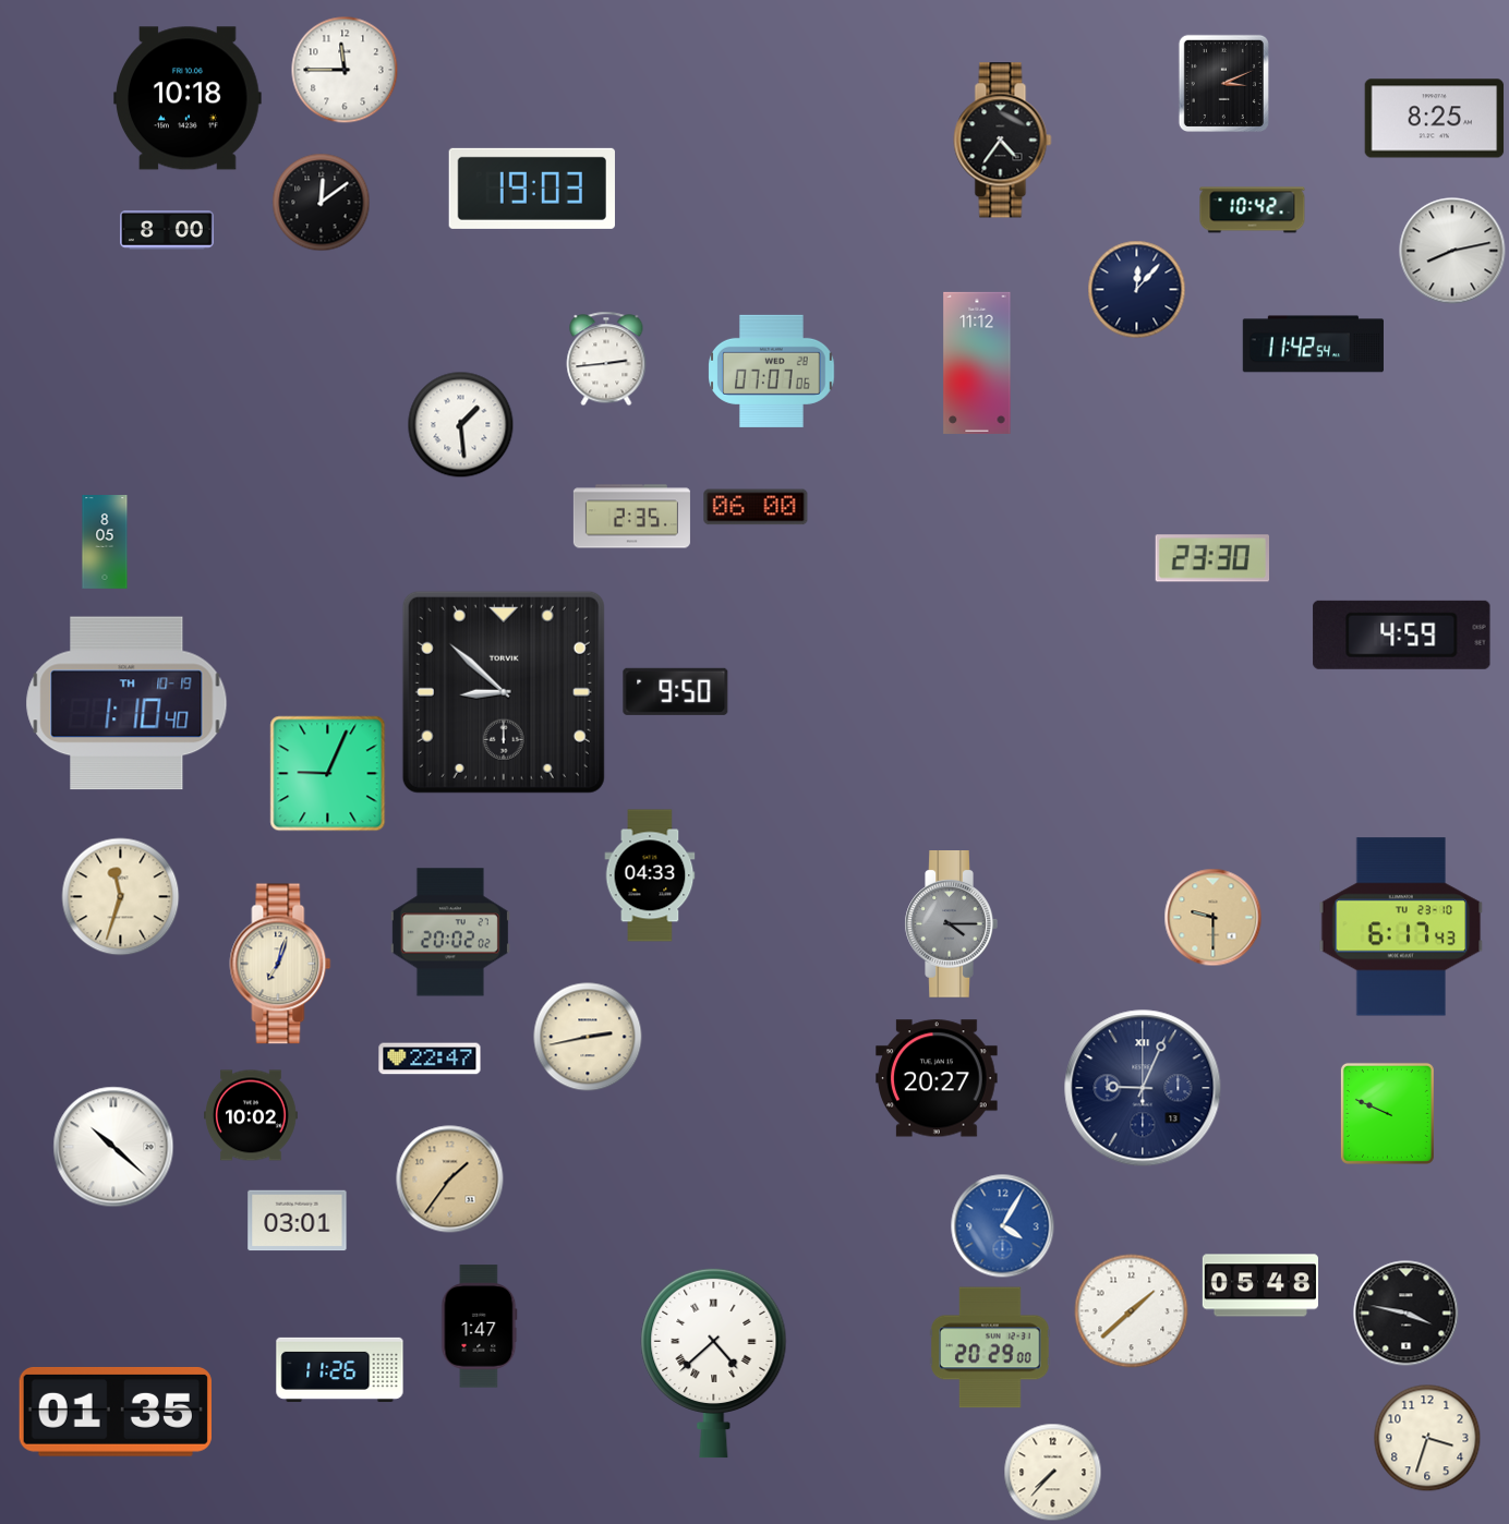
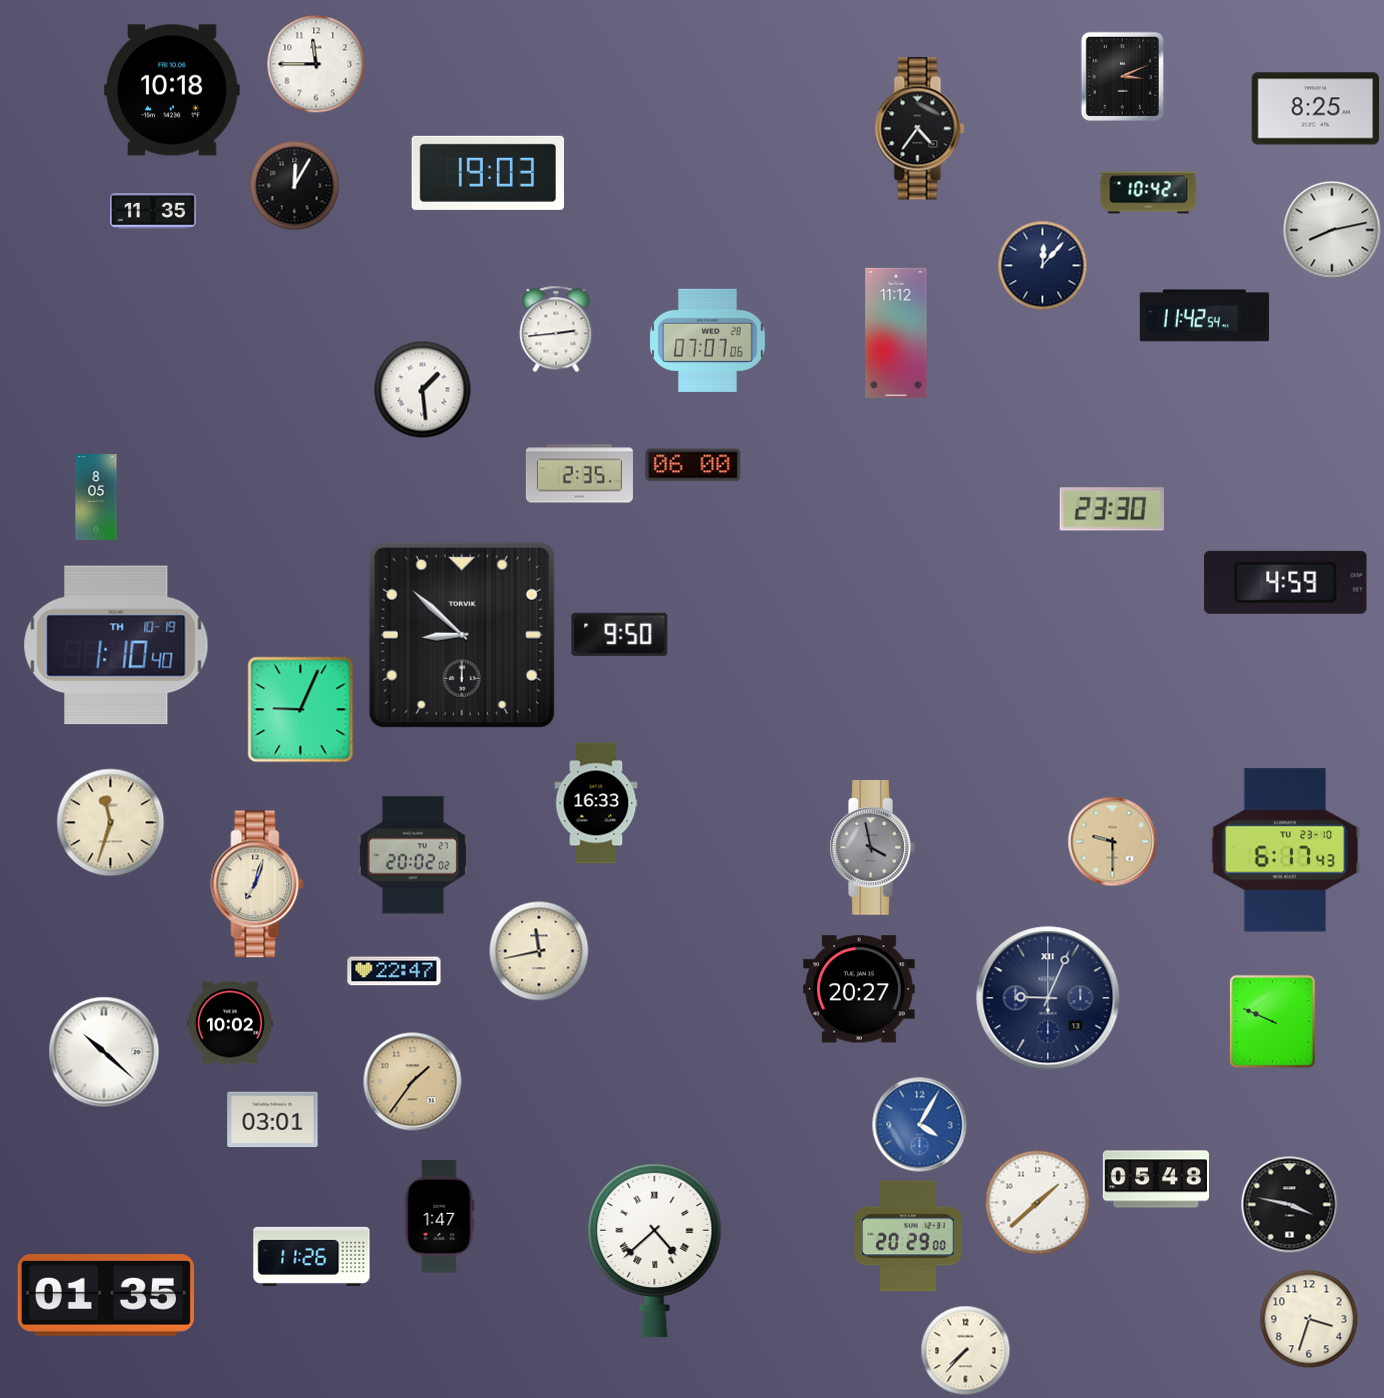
clock at (322, 203): 12:09 -> 12:05
clock at (168, 231): 8:00 -> 11:35
clock at (1211, 558) position: (1211, 558) -> (1111, 509)
clock at (650, 875): 04:33 -> 16:33
clock at (951, 924): 4:15 -> 3:58
clock at (588, 1037): 2:43 -> 11:43
